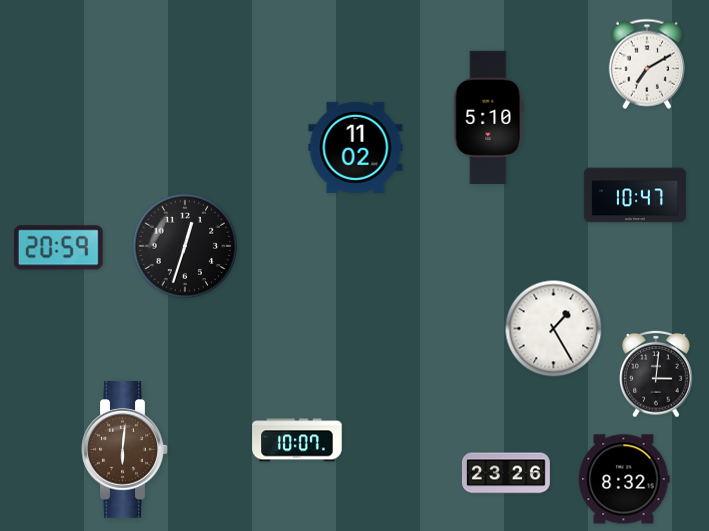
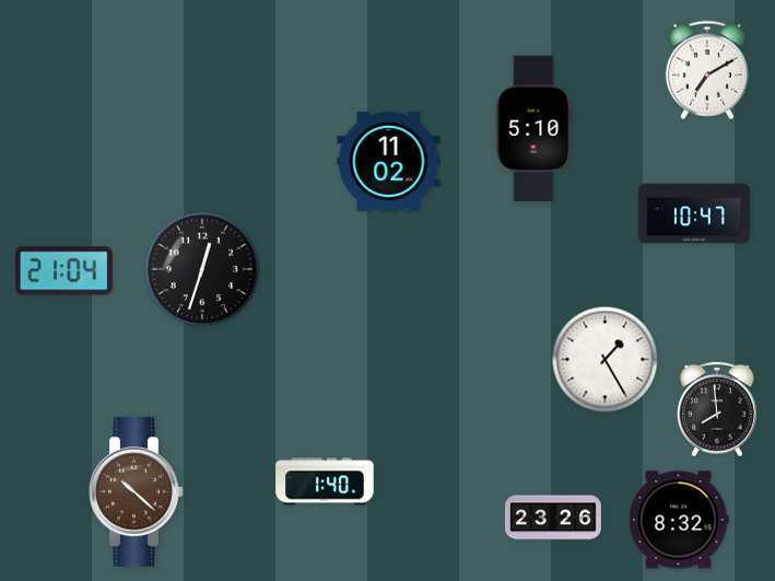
clock at (58, 248): 20:59 -> 21:04
clock at (657, 374): 3:01 -> 7:59
clock at (297, 440): 10:07 -> 1:40
clock at (125, 450): 6:01 -> 10:22
clock at (624, 479) position: (624, 479) -> (679, 520)
